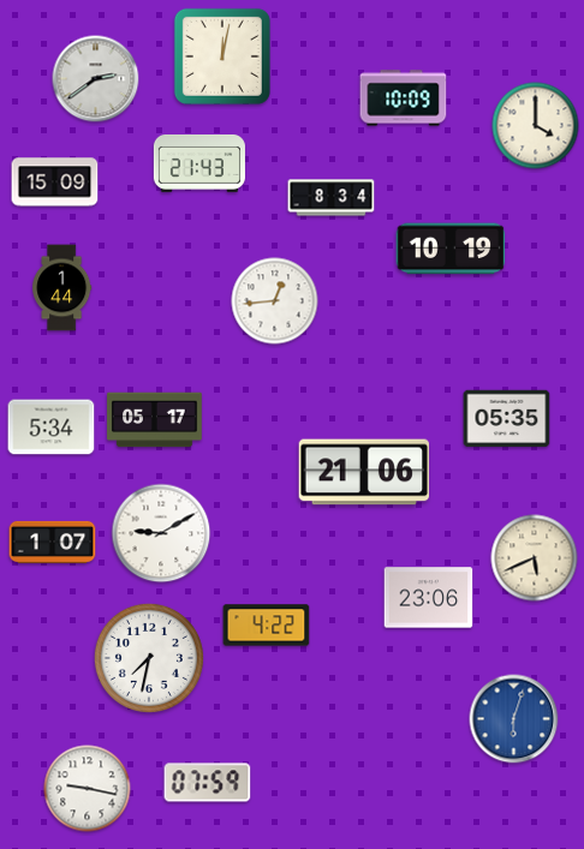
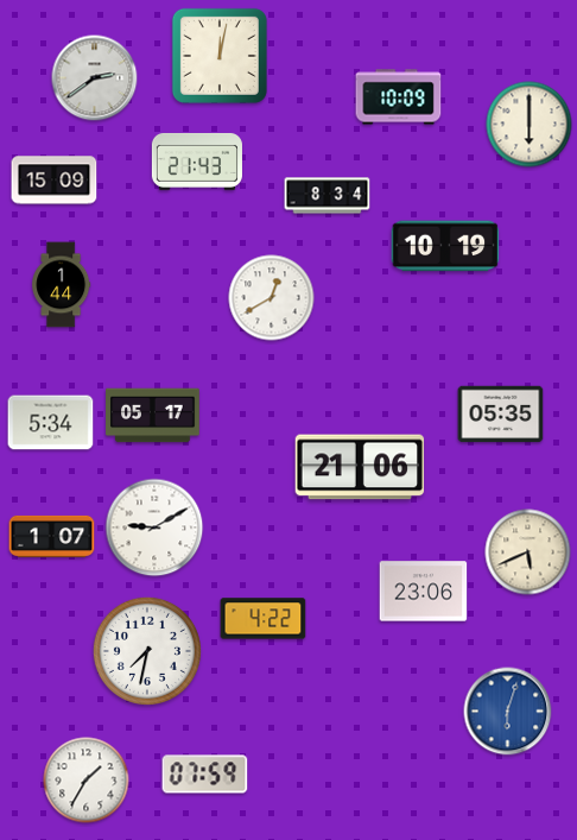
clock at (536, 126): 4:00 -> 6:00
clock at (275, 301): 12:44 -> 12:40
clock at (161, 533) position: (161, 533) -> (154, 528)
clock at (88, 789): 9:17 -> 1:35
